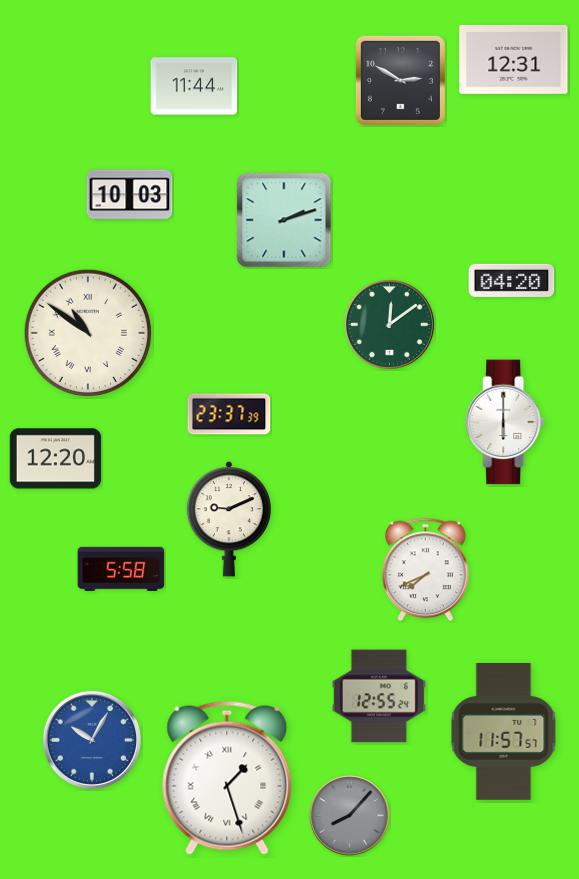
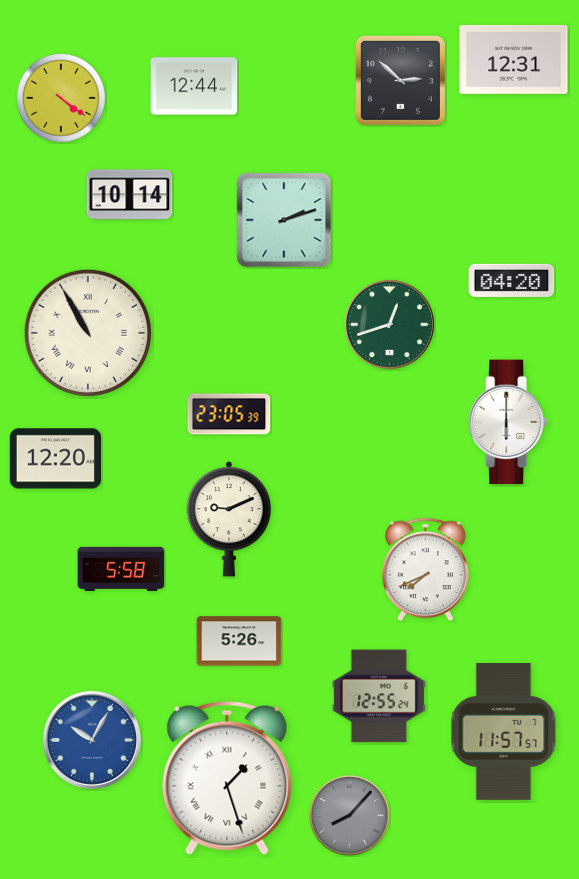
clock at (400, 80): 2:50 -> 2:52
clock at (194, 86): 11:44 -> 12:44
clock at (61, 98): none -> 4:21
clock at (130, 195): 10:03 -> 10:14
clock at (389, 324): 12:09 -> 12:42
clock at (87, 332): 10:51 -> 10:55
clock at (229, 414): 23:37 -> 23:05
clock at (505, 422) position: (505, 422) -> (508, 422)
clock at (239, 641): none -> 5:26
